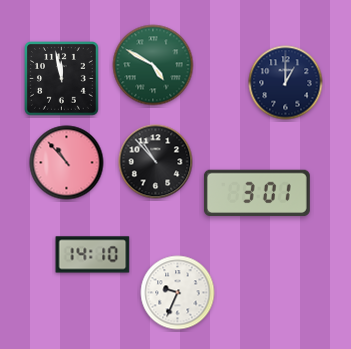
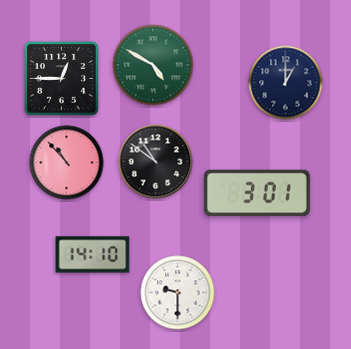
clock at (62, 79): 11:58 -> 12:45
clock at (156, 162): 10:53 -> 10:51
clock at (178, 293): 9:34 -> 9:30
